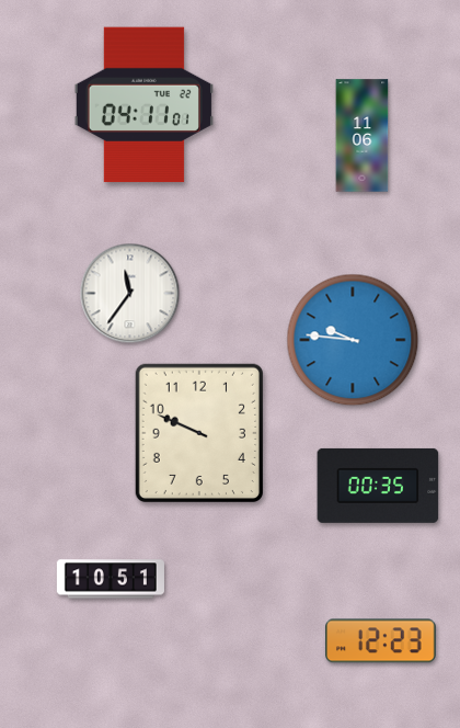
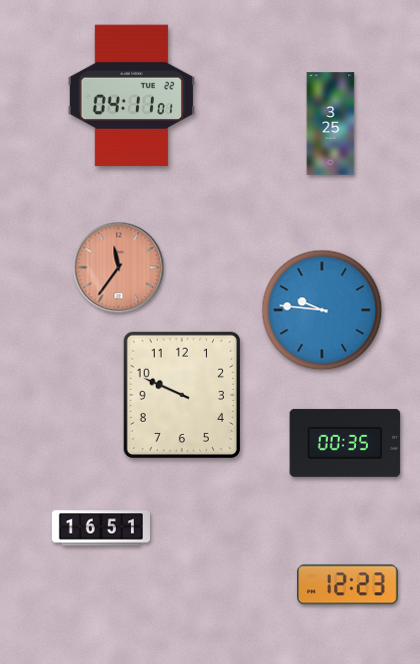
clock at (363, 136): 11:06 -> 3:25
clock at (130, 294) dial: white -> salmon
clock at (111, 579): 10:51 -> 16:51
